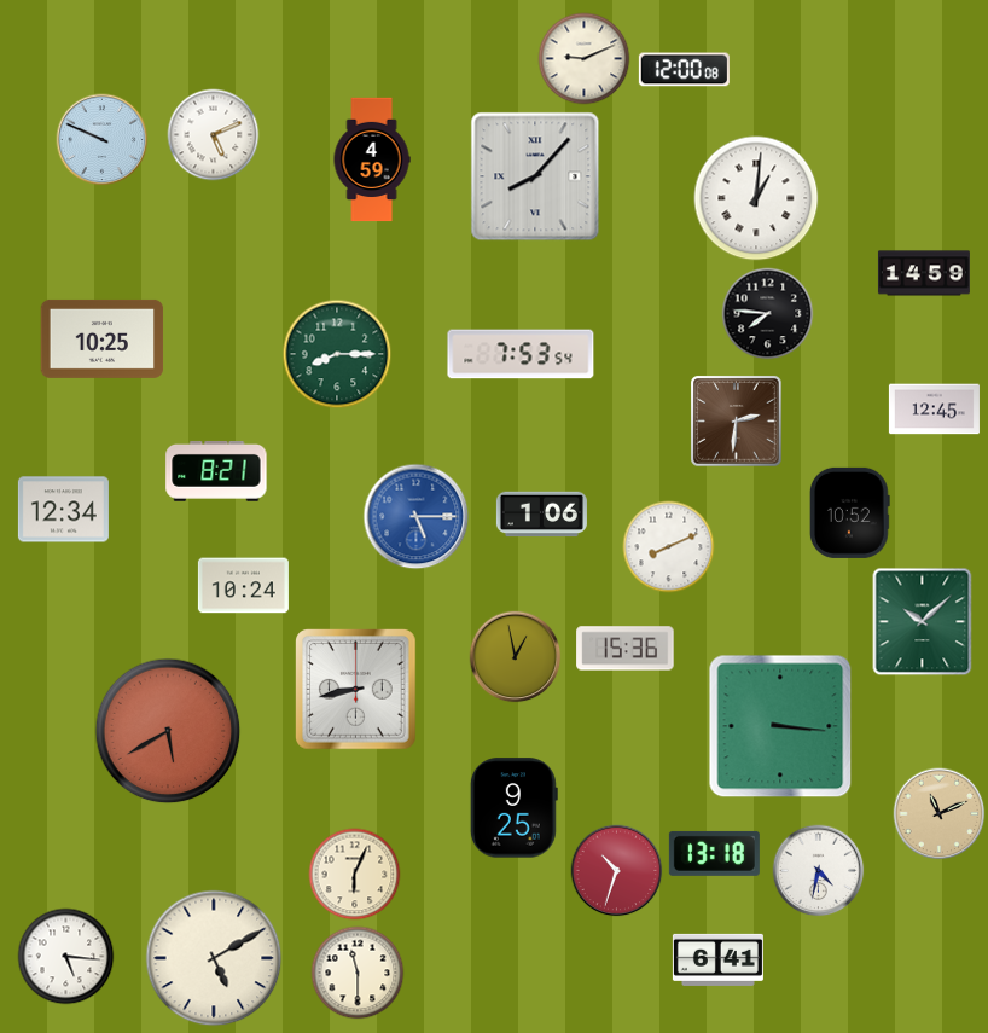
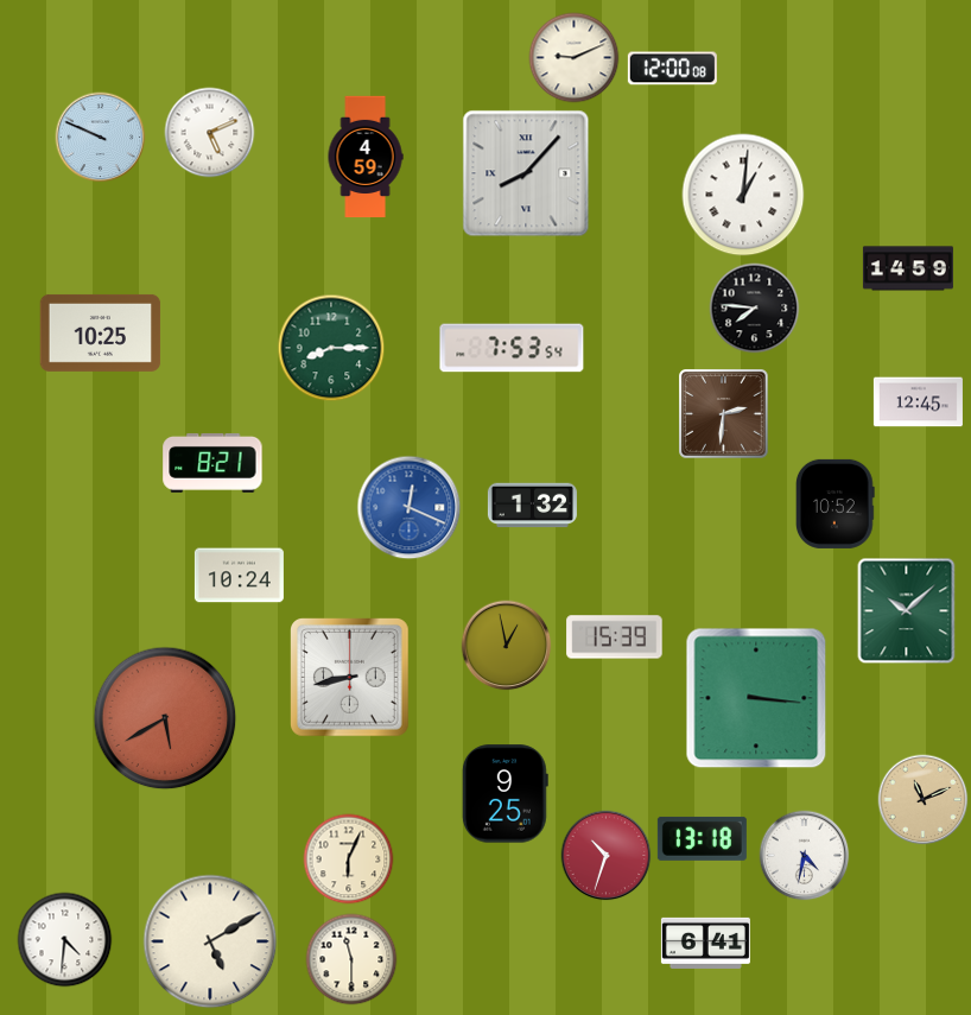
clock at (63, 510): 12:34 -> none
clock at (541, 515): 1:06 -> 1:32
clock at (417, 517): 5:15 -> 12:19
clock at (669, 547): 8:11 -> none
clock at (626, 649): 15:36 -> 15:39
clock at (780, 726) position: (780, 726) -> (756, 698)
clock at (66, 957): 5:16 -> 4:31
clock at (358, 973) position: (358, 973) -> (351, 959)
